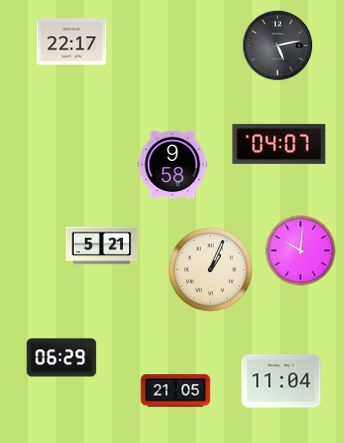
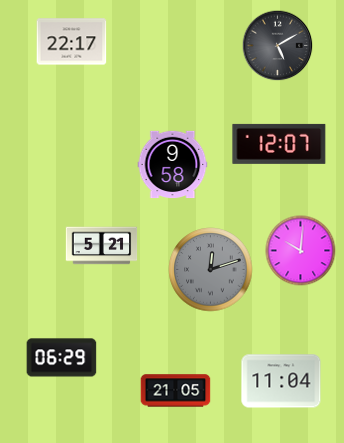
clock at (278, 46): 5:13 -> 5:10
clock at (279, 144): 04:07 -> 12:07
clock at (211, 270): 1:04 -> 12:12
clock at (211, 270) dial: cream -> grey
